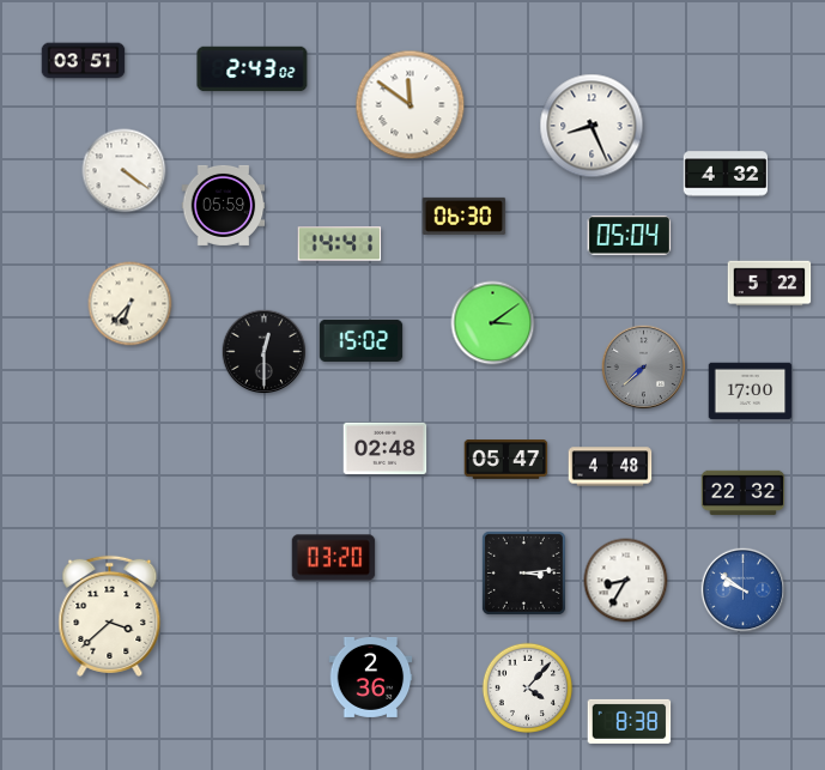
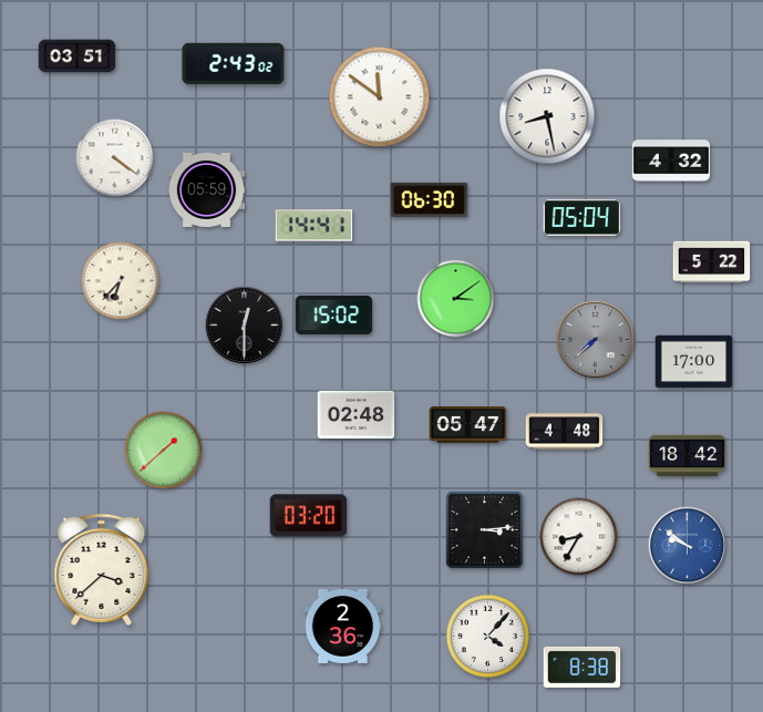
clock at (592, 126): 8:26 -> 8:28
clock at (164, 451): none -> 1:38
clock at (744, 493): 22:32 -> 18:42
